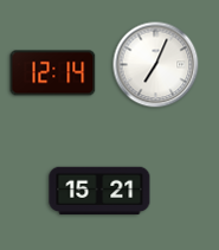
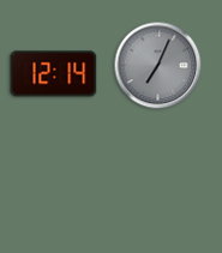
clock at (156, 65) dial: white -> grey
clock at (99, 191): 15:21 -> none
